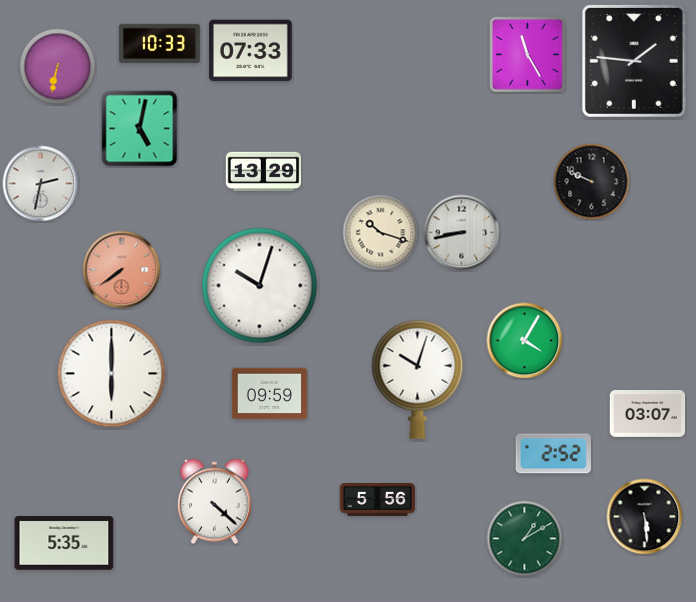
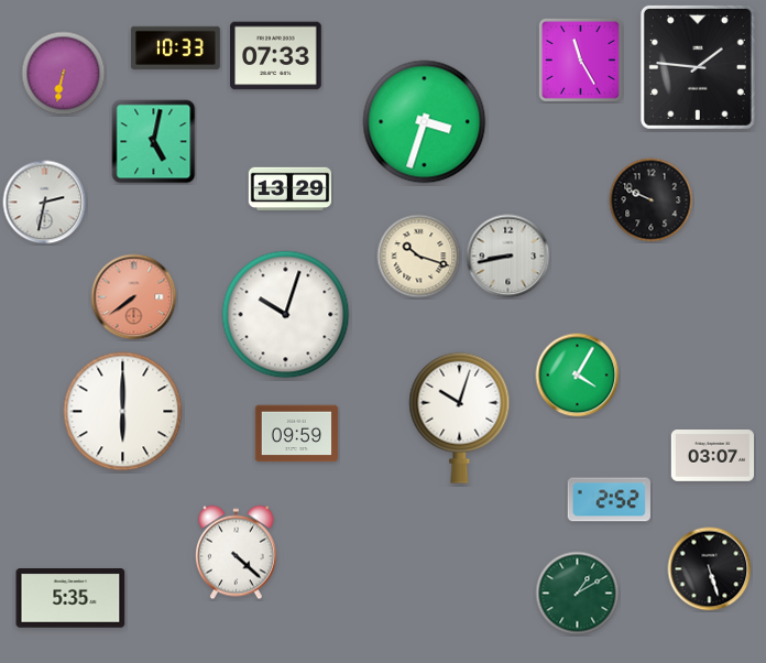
clock at (425, 122): none -> 3:33
clock at (378, 500): 5:56 -> none
clock at (645, 517): 5:29 -> 5:27
